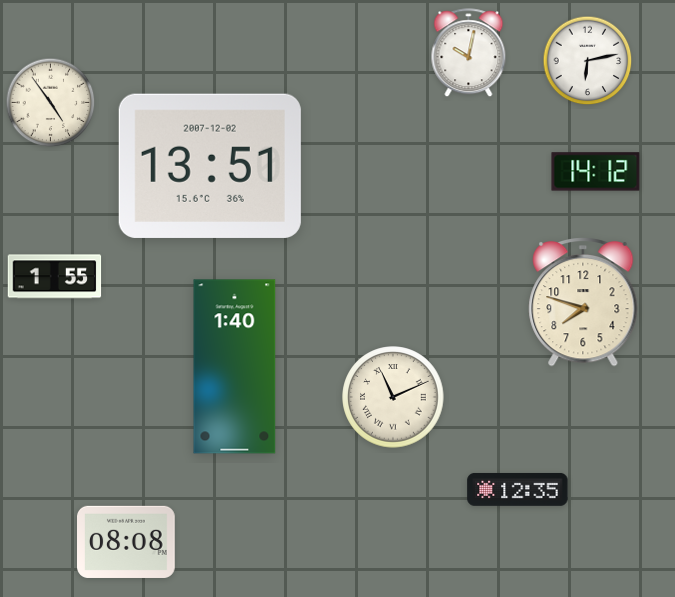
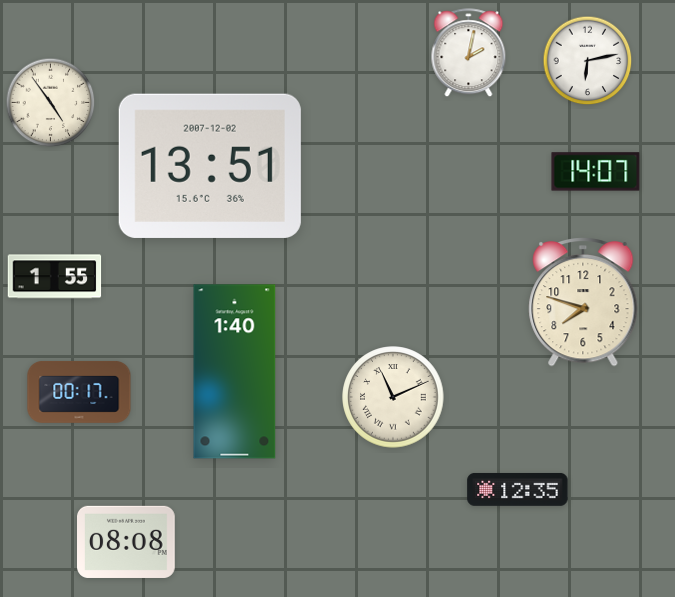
clock at (469, 53): 10:02 -> 2:02
clock at (596, 172): 14:12 -> 14:07
clock at (235, 367) position: (235, 367) -> (235, 372)
clock at (79, 392): none -> 00:17
